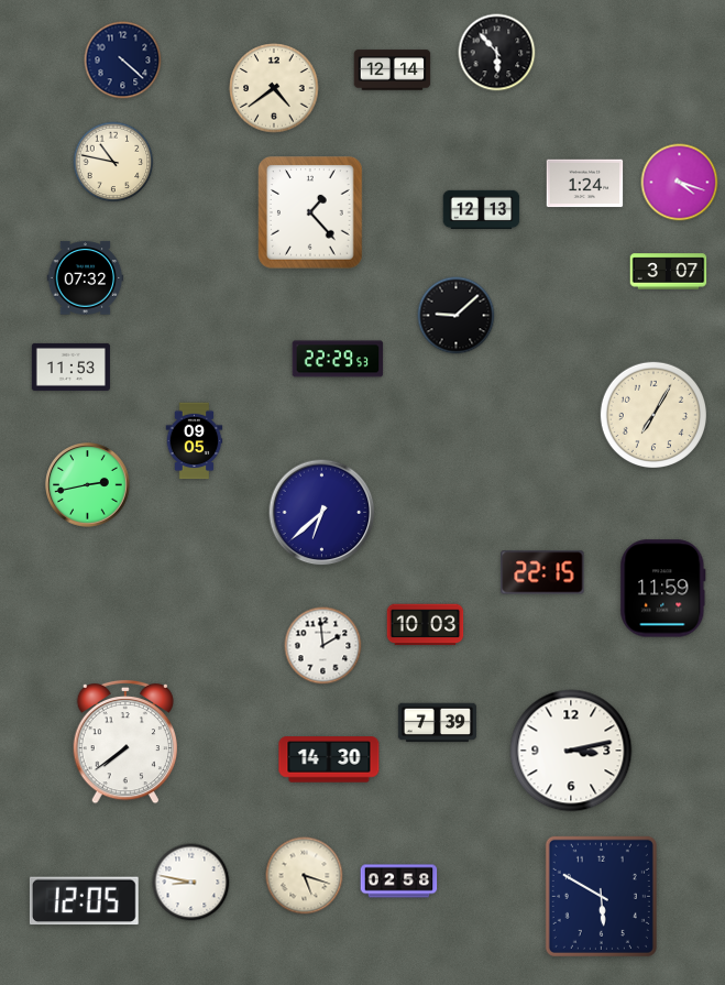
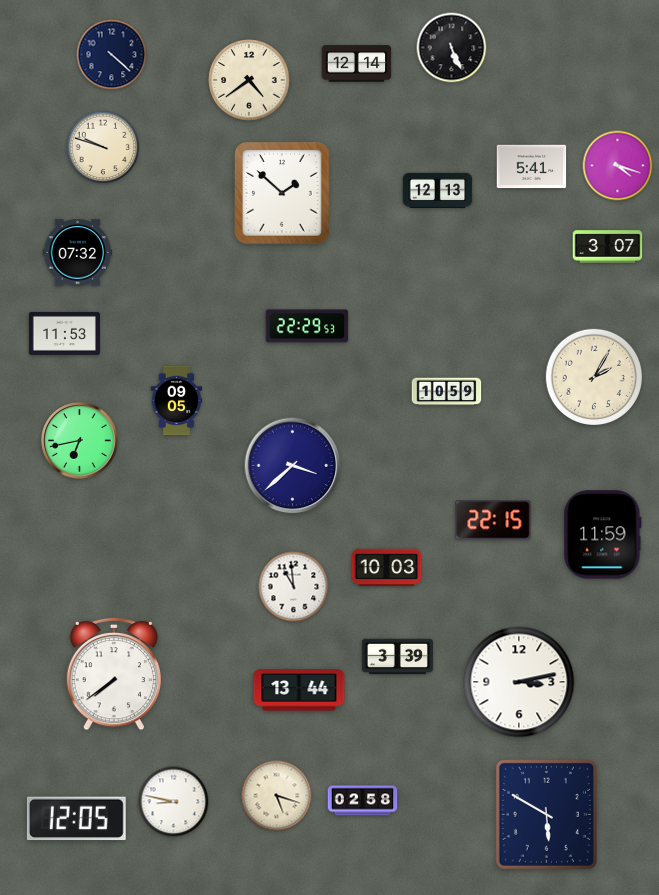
clock at (497, 53): 5:53 -> 5:26
clock at (113, 162): 10:47 -> 9:48
clock at (585, 184): 1:24 -> 5:41
clock at (310, 212): 1:23 -> 1:52
clock at (457, 316): 9:08 -> none
clock at (652, 414): 7:05 -> 2:05
clock at (447, 392): none -> 10:59
clock at (88, 485): 2:43 -> 6:43
clock at (322, 513): 6:38 -> 3:38
clock at (323, 646): 1:59 -> 10:59
clock at (437, 723): 7:39 -> 3:39
clock at (329, 759): 14:30 -> 13:44
